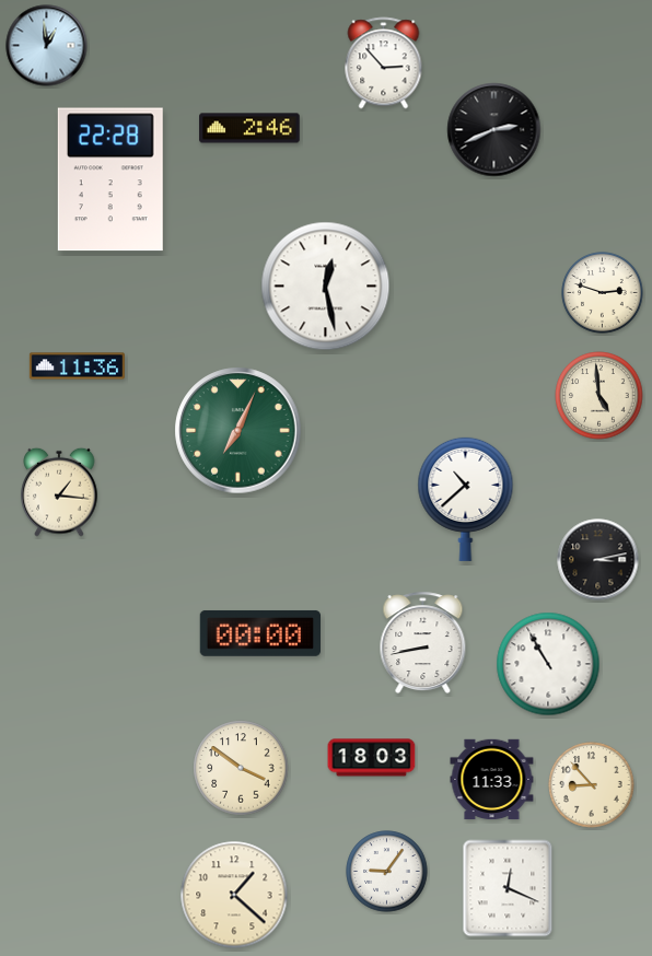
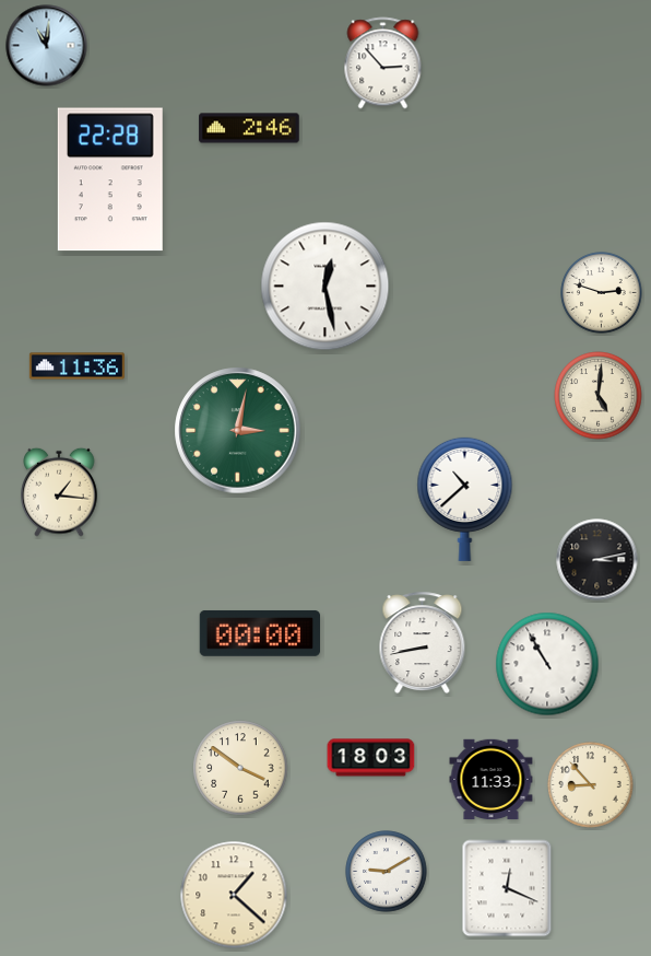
clock at (47, 46): 12:59 -> 11:01
clock at (494, 130): 2:41 -> none
clock at (599, 396): 4:59 -> 5:01
clock at (238, 431): 7:04 -> 3:02
clock at (387, 872): 9:06 -> 9:10
